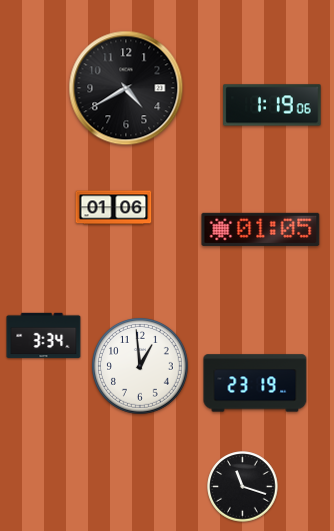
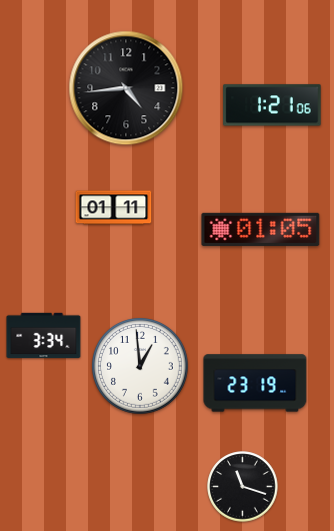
clock at (126, 88): 4:40 -> 4:44
clock at (272, 105): 1:19 -> 1:21
clock at (114, 208): 01:06 -> 01:11
